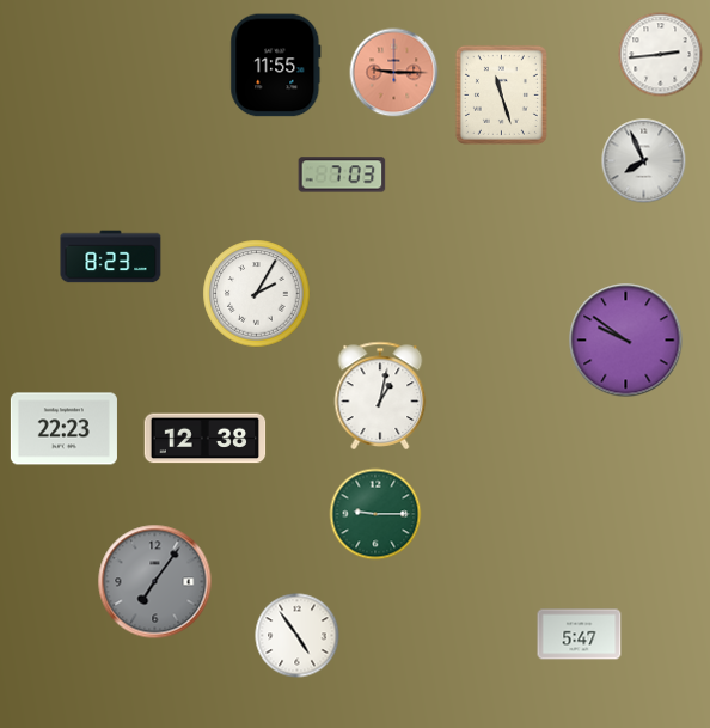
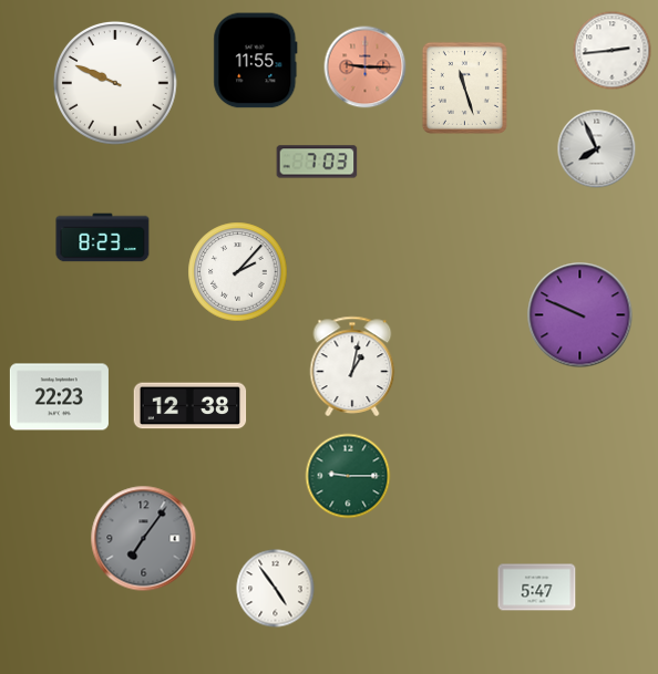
clock at (115, 83): none -> 9:49
clock at (257, 294): 2:05 -> 2:07
clock at (626, 341): 9:51 -> 9:49
